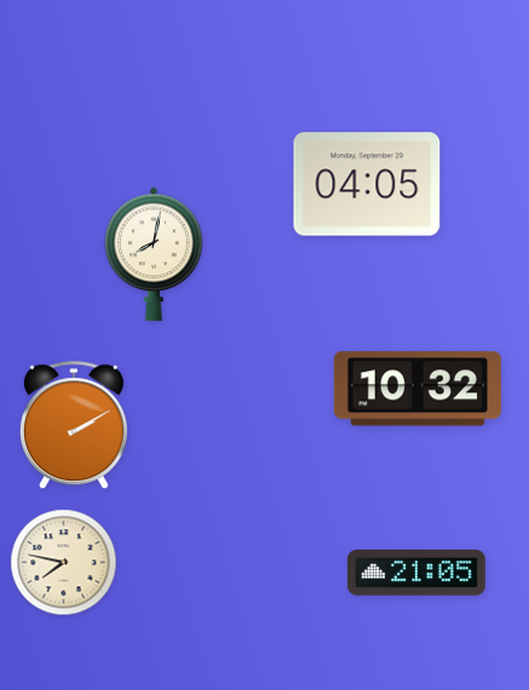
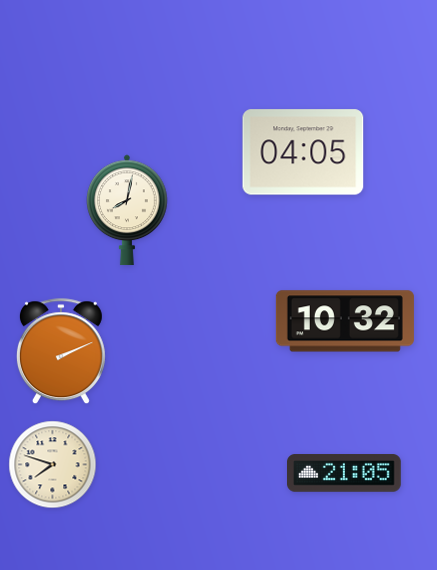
clock at (74, 426): 2:10 -> 2:11
clock at (64, 563): 7:47 -> 7:48
